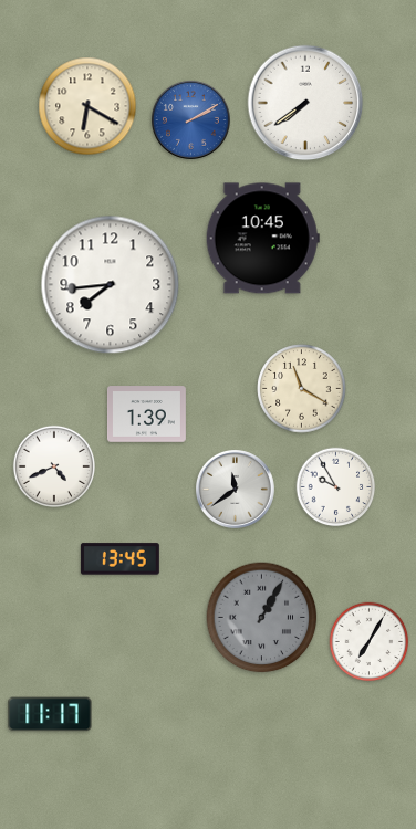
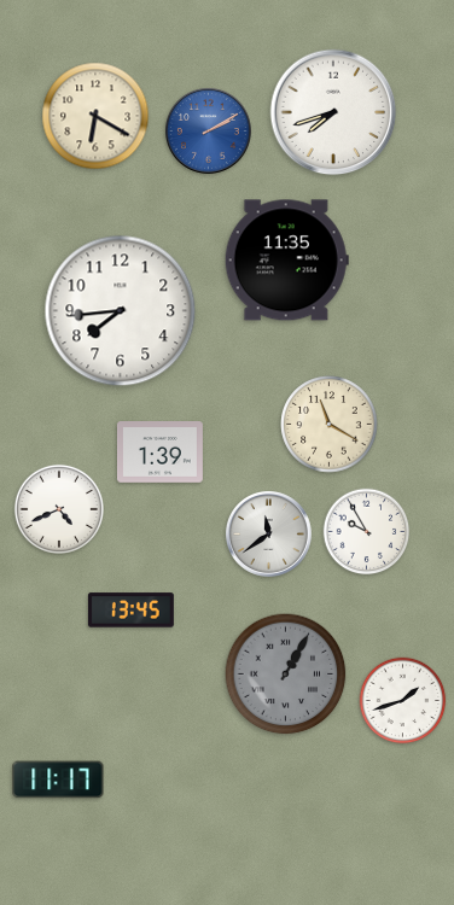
clock at (305, 103): 7:39 -> 7:42
clock at (262, 239): 10:45 -> 11:35
clock at (235, 489) position: (235, 489) -> (268, 533)
clock at (370, 642): 7:05 -> 1:42
clock at (50, 714) position: (50, 714) -> (58, 780)
